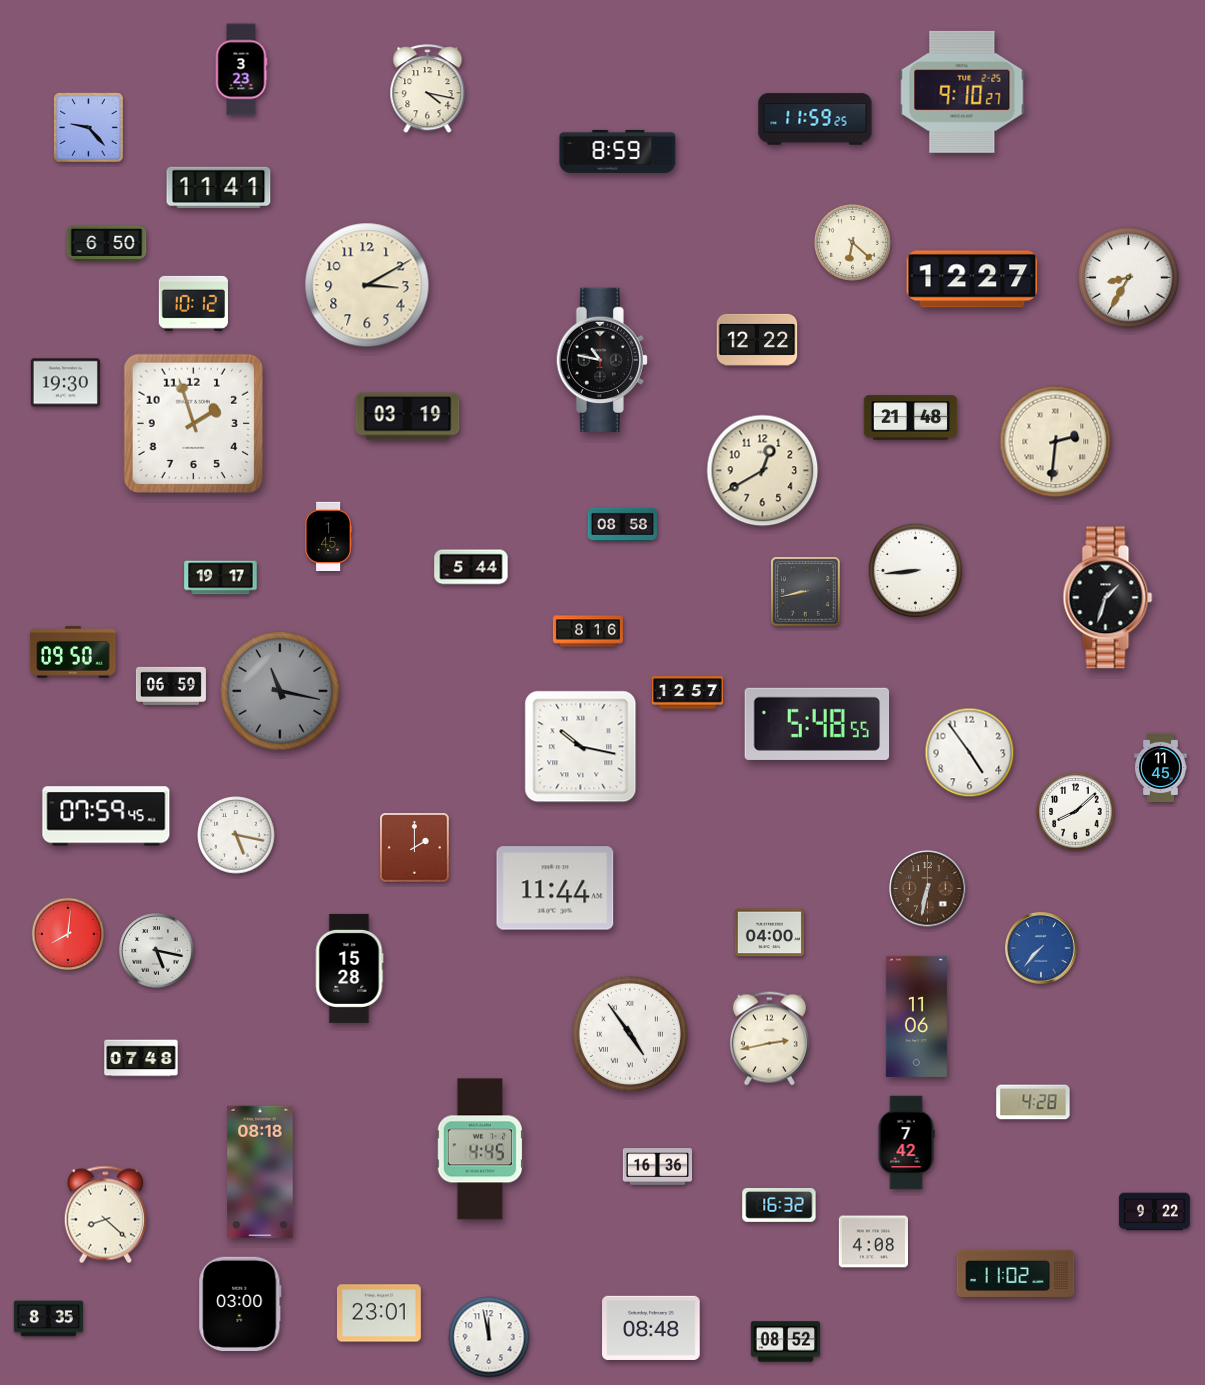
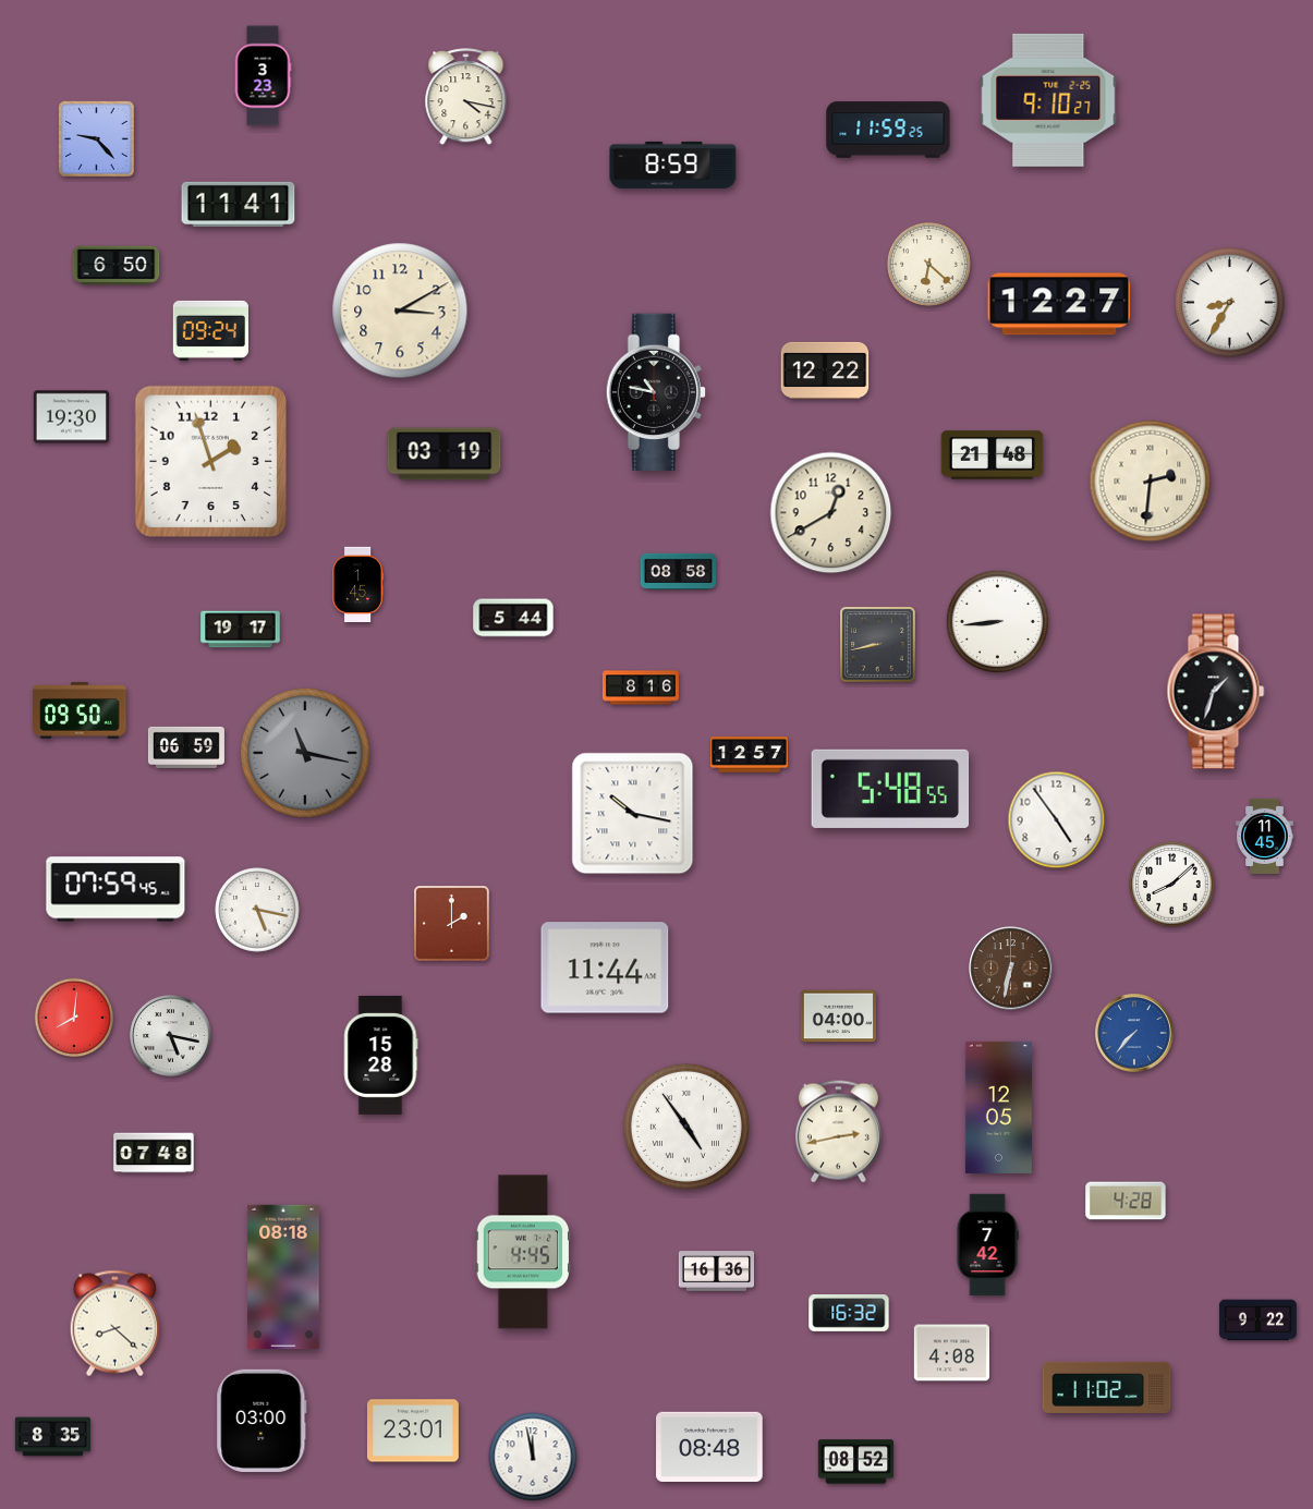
clock at (193, 303): 10:12 -> 09:24
clock at (1108, 598) position: (1108, 598) -> (1216, 692)
clock at (916, 1016): 11:06 -> 12:05
